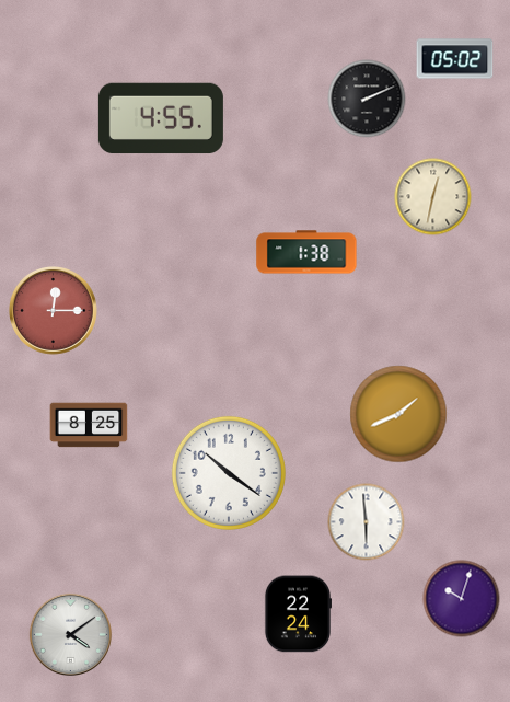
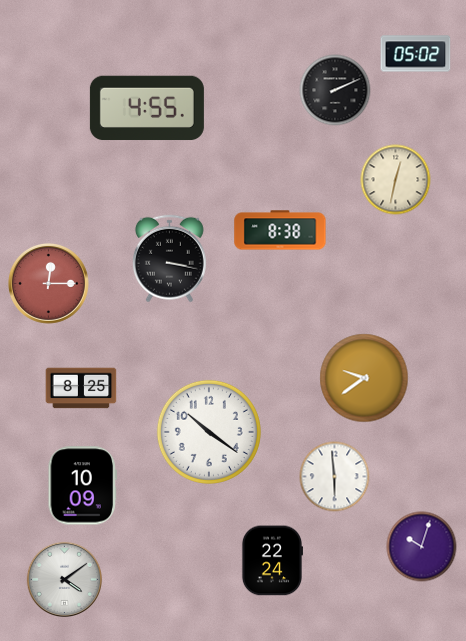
clock at (306, 252): 1:38 -> 8:38
clock at (169, 259): none -> 3:17
clock at (398, 414): 1:41 -> 9:39
clock at (83, 486): none -> 10:09
